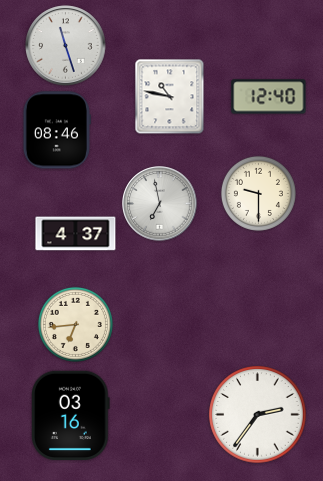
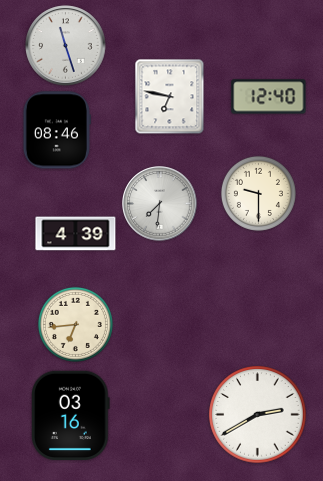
clock at (170, 97): 10:47 -> 6:47
clock at (160, 204): 6:58 -> 7:31
clock at (76, 234): 4:37 -> 4:39
clock at (258, 415): 2:36 -> 2:40
